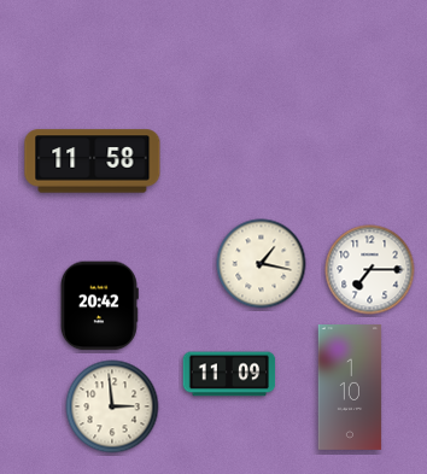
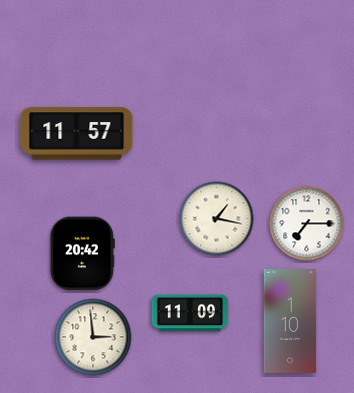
clock at (93, 162): 11:58 -> 11:57
clock at (229, 374) position: (229, 374) -> (190, 313)
